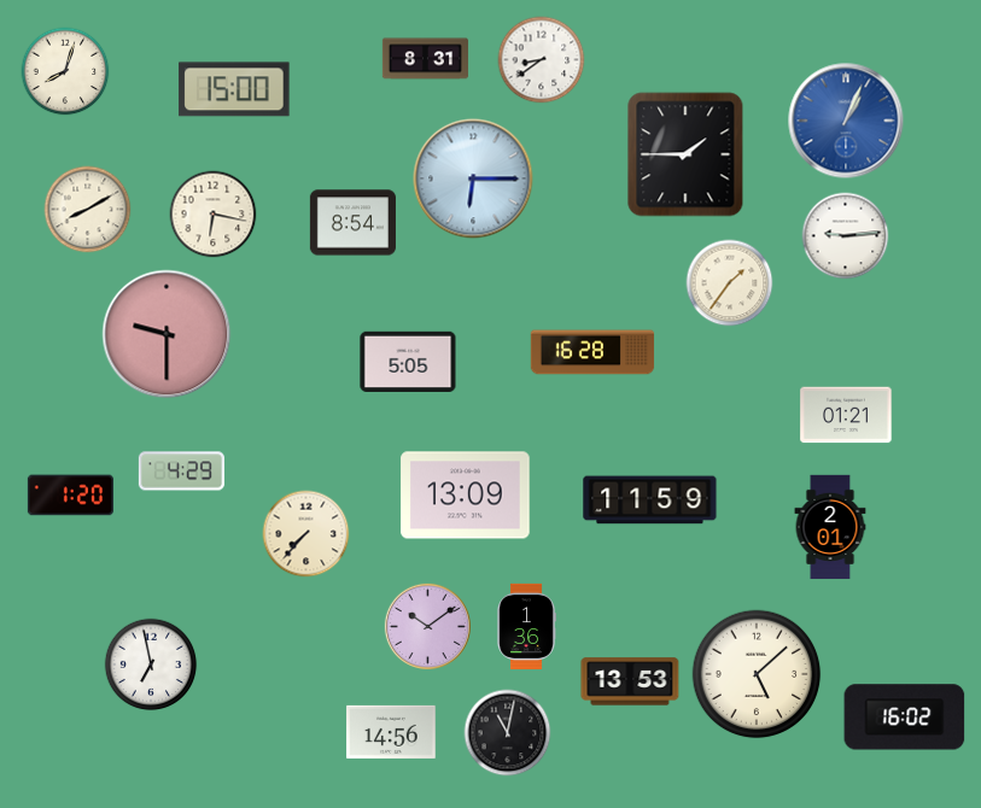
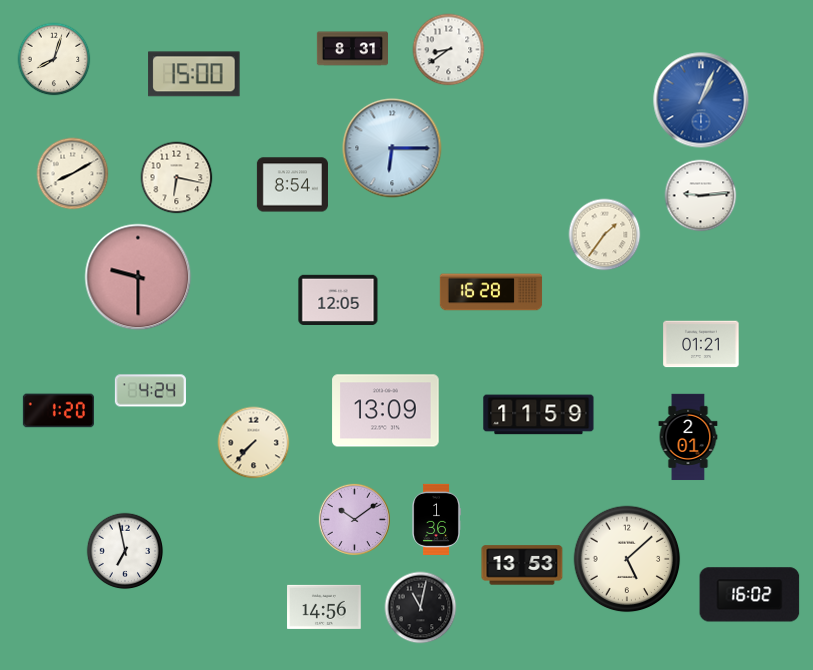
clock at (685, 154): 1:45 -> none
clock at (408, 361): 5:05 -> 12:05
clock at (181, 472): 4:29 -> 4:24
